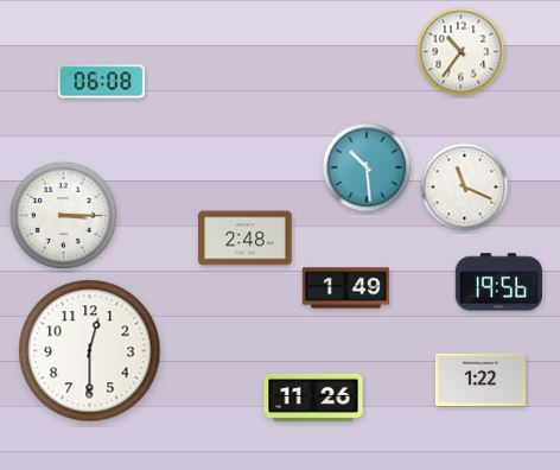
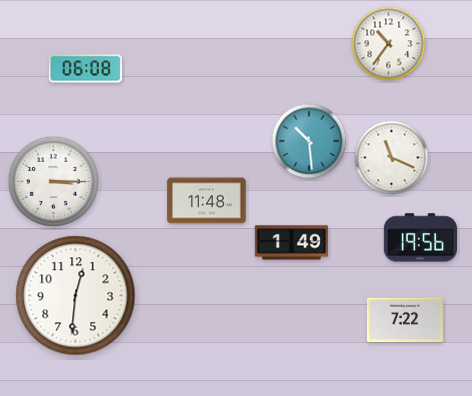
clock at (246, 239): 2:48 -> 11:48
clock at (90, 351): 12:30 -> 12:31
clock at (481, 380): 1:22 -> 7:22
clock at (313, 398): 11:26 -> none
